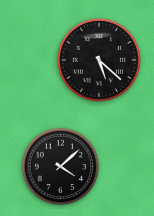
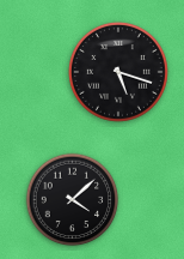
clock at (99, 60): 5:22 -> 5:18
